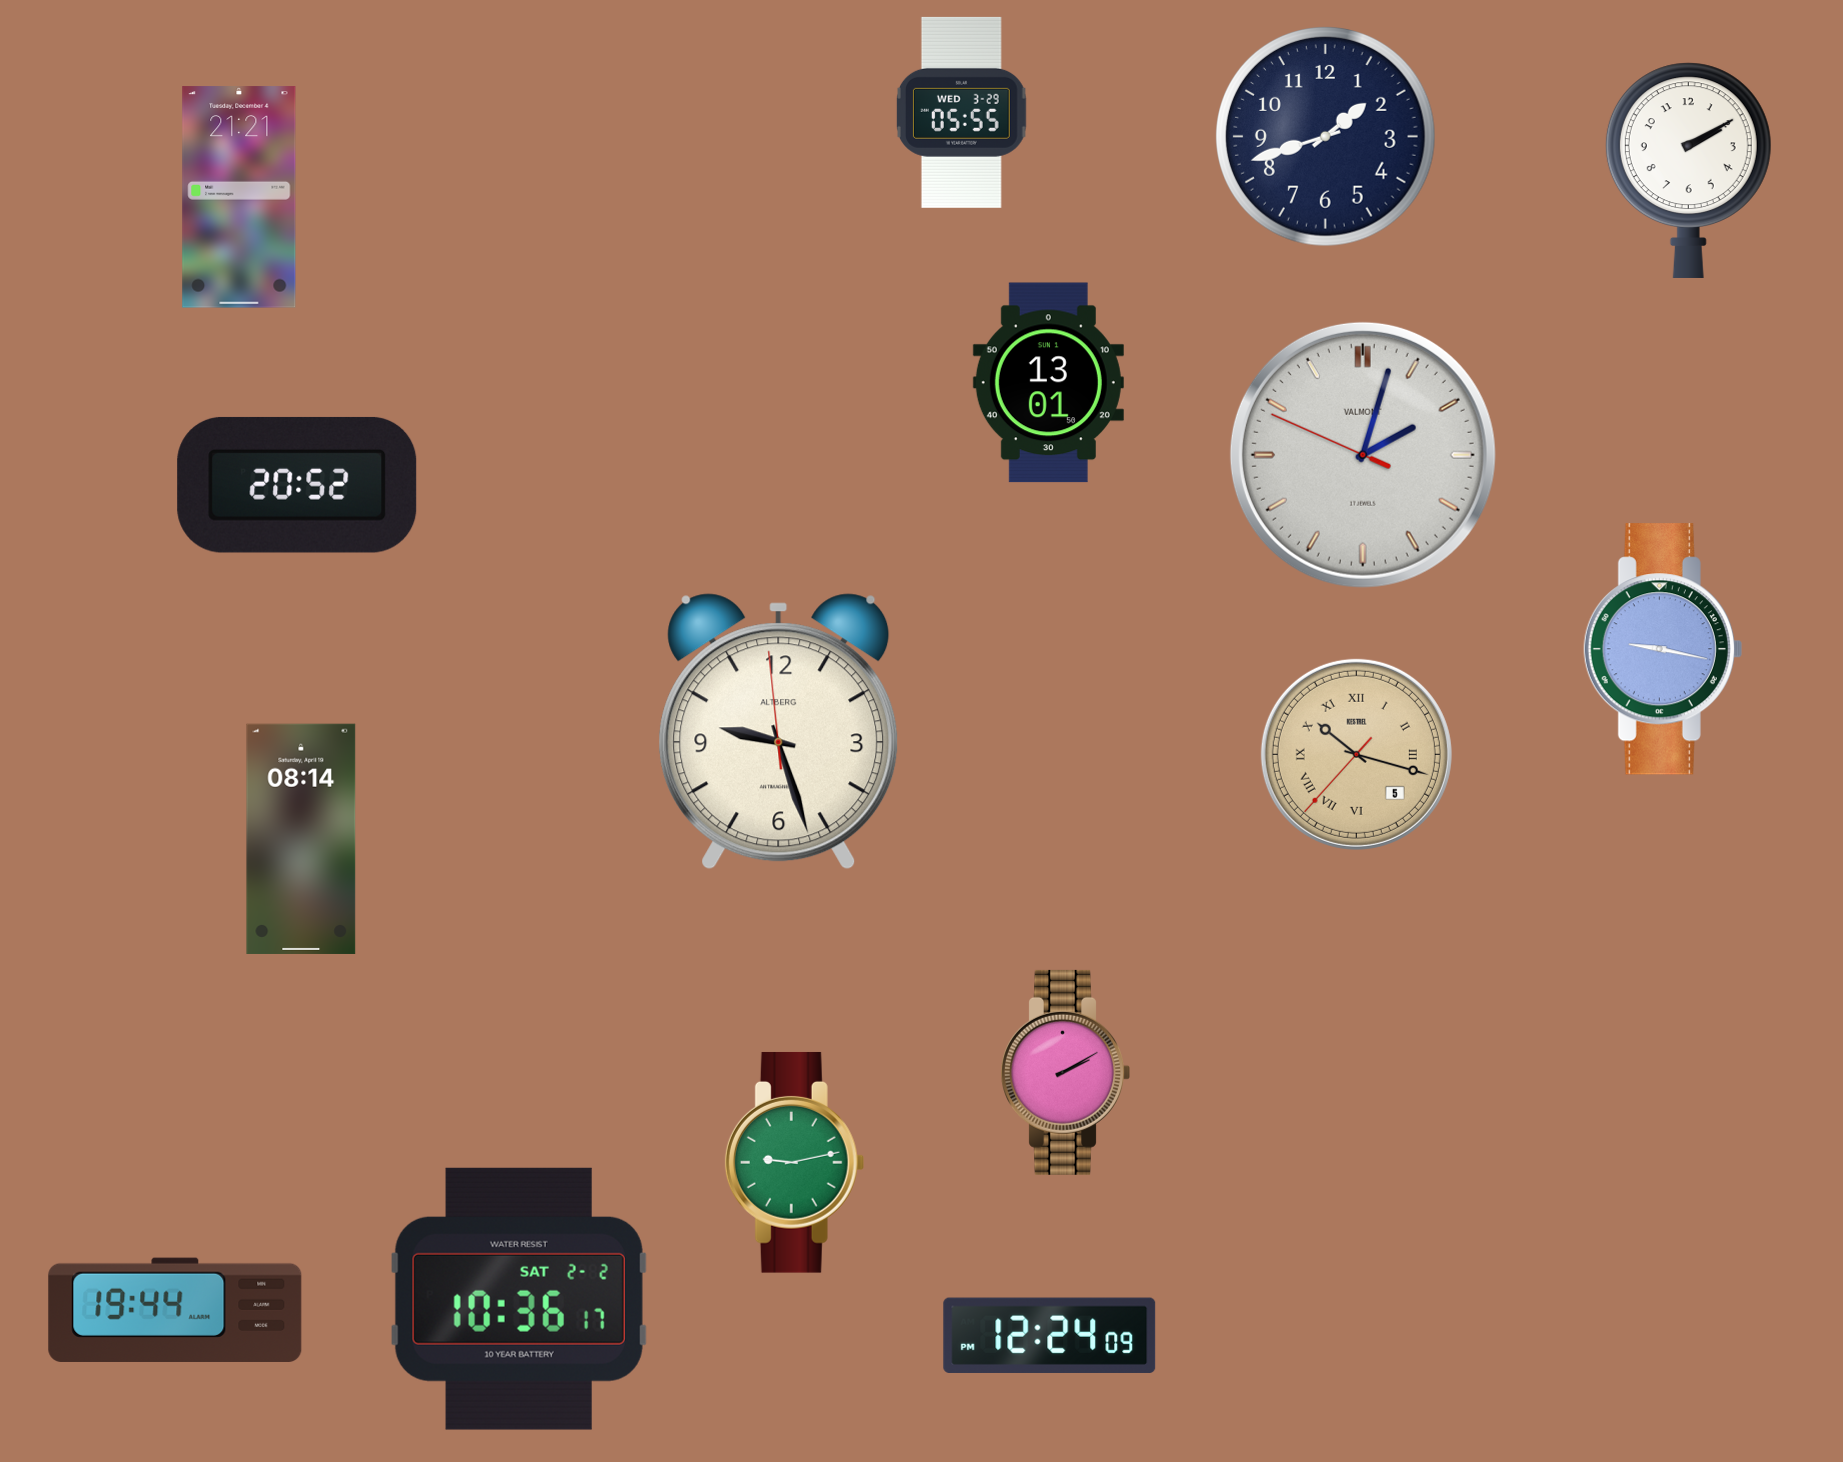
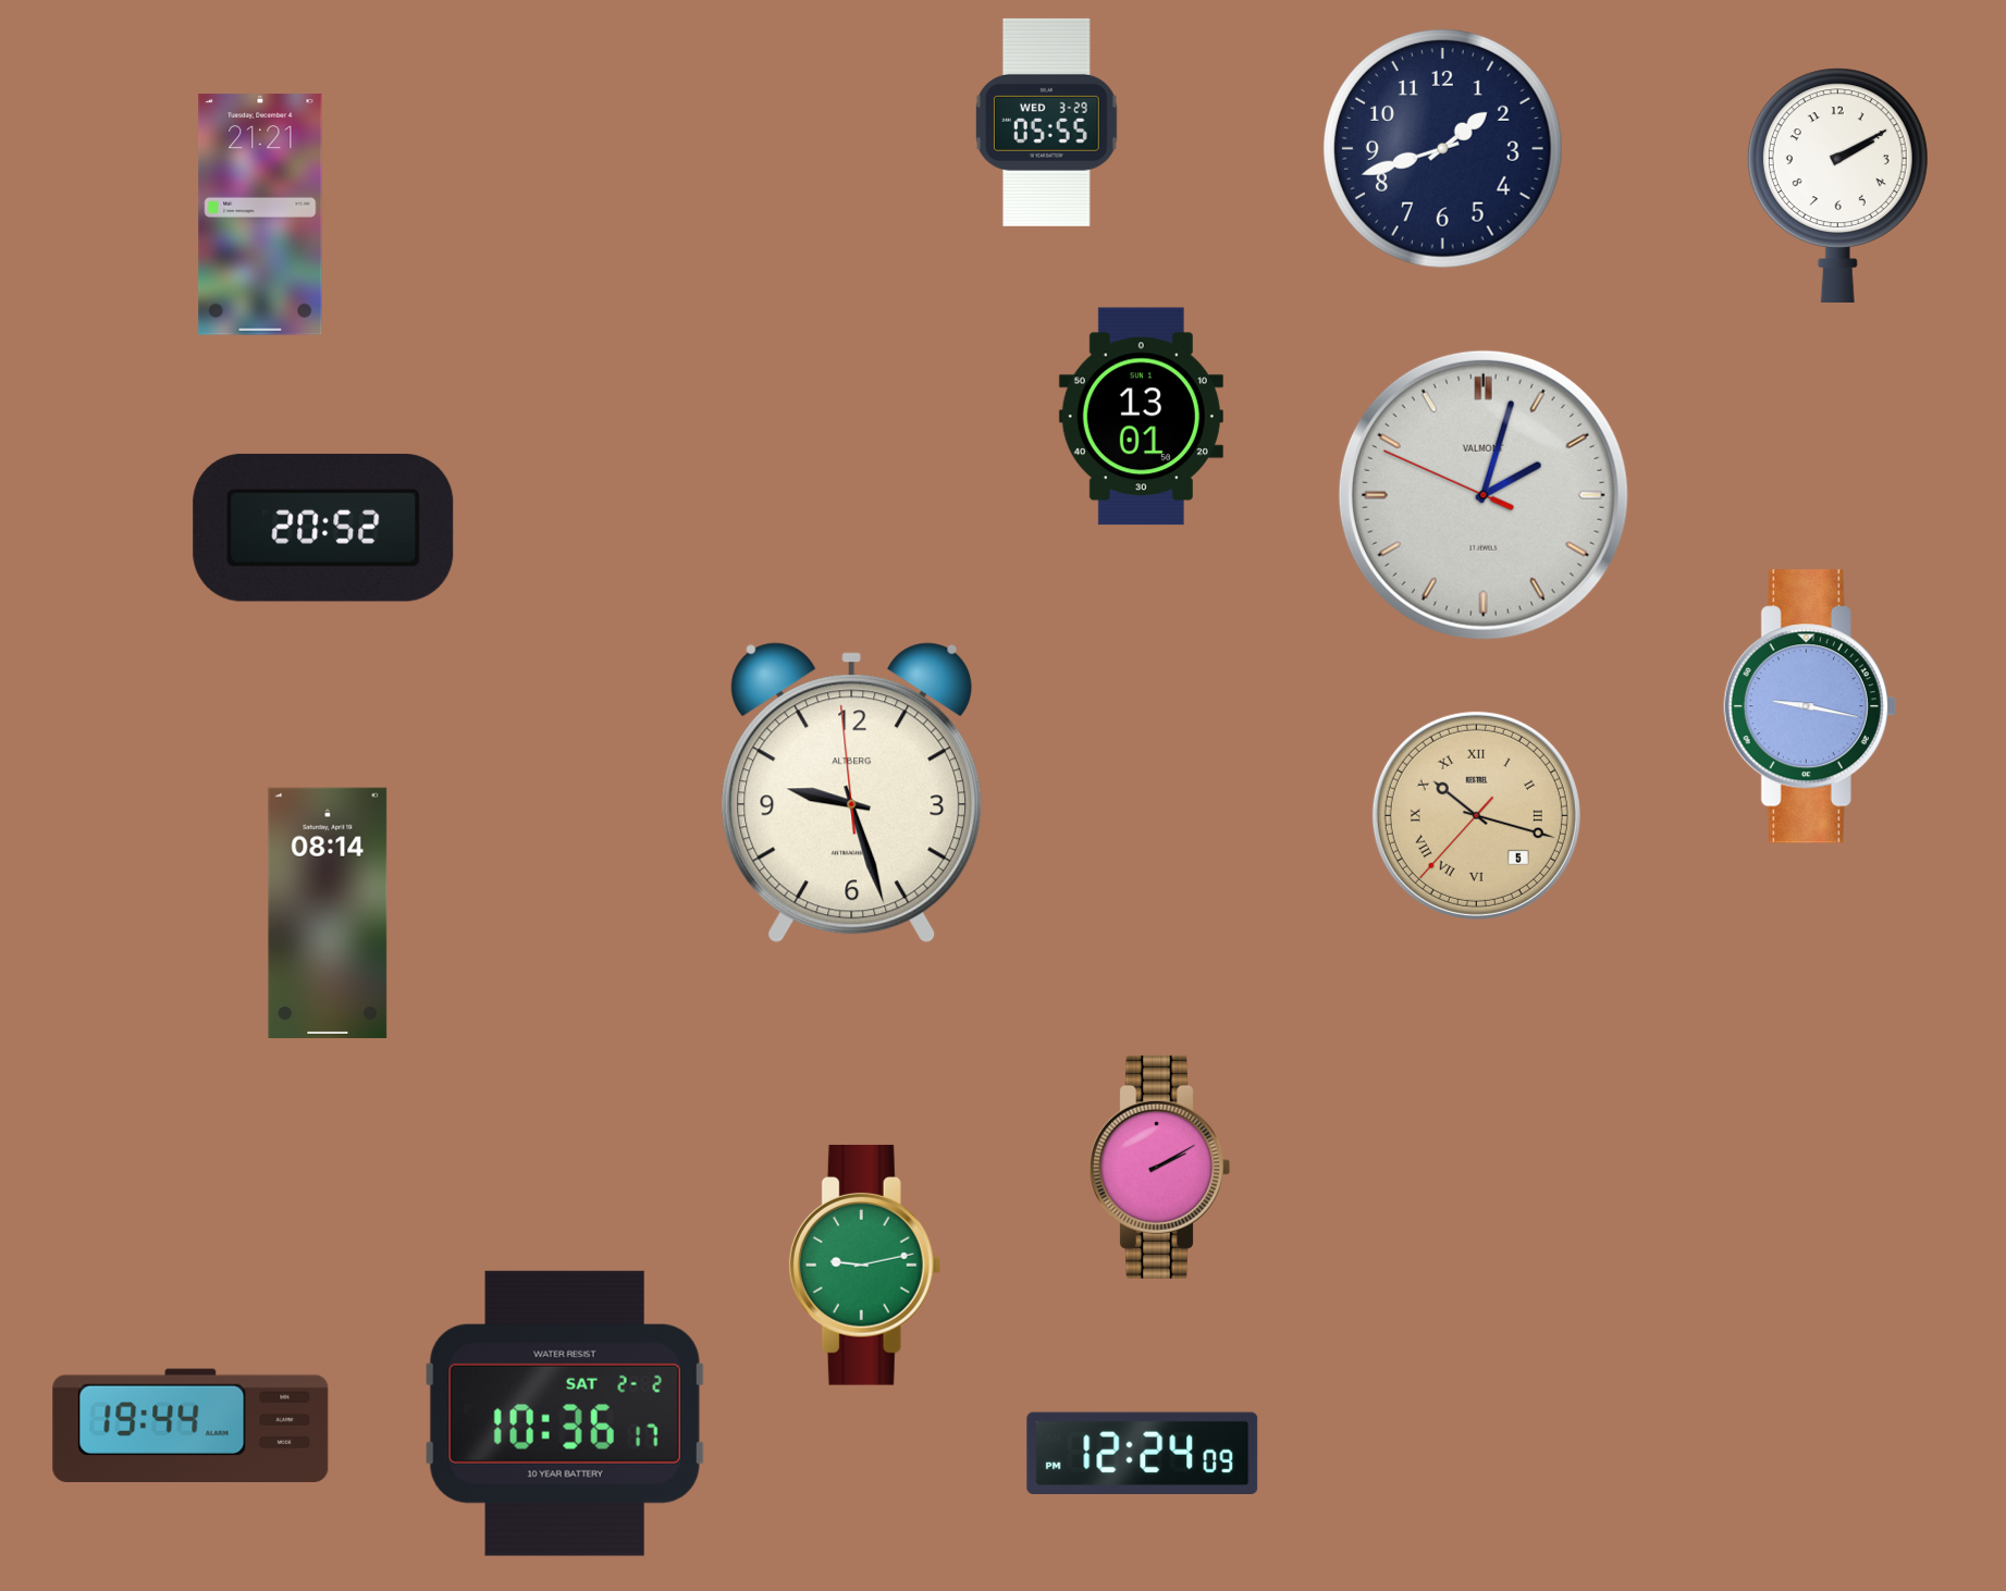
clock at (779, 732) position: (779, 732) -> (852, 793)
clock at (1356, 754) position: (1356, 754) -> (1476, 815)
